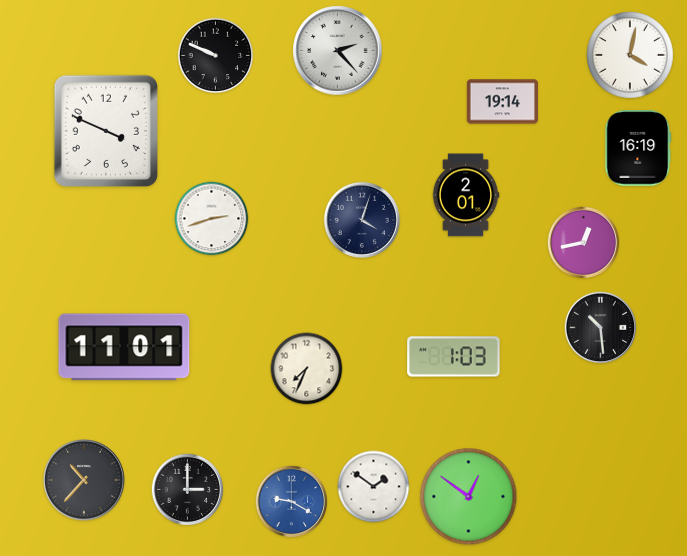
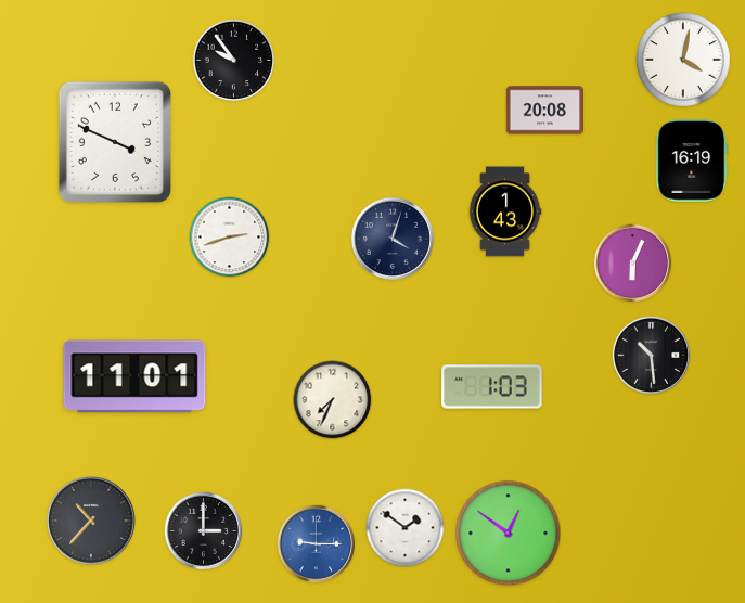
clock at (338, 51): 2:23 -> none
clock at (216, 56): 9:49 -> 9:54
clock at (503, 102): 19:14 -> 20:08
clock at (466, 195): 2:01 -> 1:43
clock at (584, 243): 12:43 -> 6:04
clock at (469, 497) position: (469, 497) -> (509, 534)
clock at (292, 502): 9:20 -> 9:15
